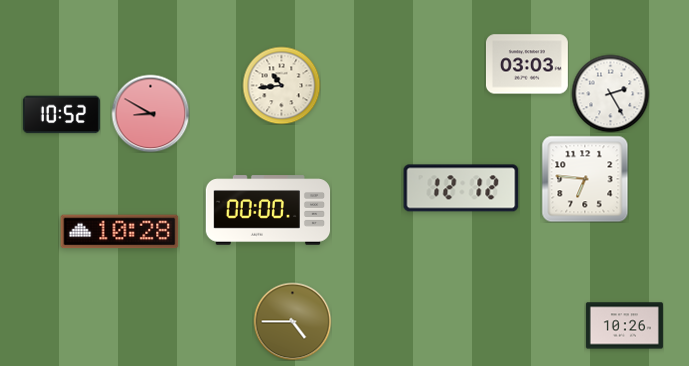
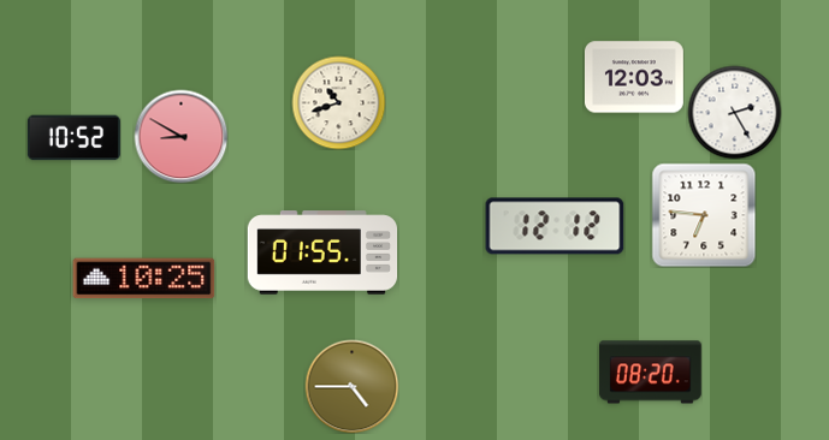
clock at (527, 64): 03:03 -> 12:03
clock at (281, 85): 10:44 -> 10:42
clock at (268, 210): 00:00 -> 01:55
clock at (120, 232): 10:28 -> 10:25
clock at (651, 373): none -> 08:20
clock at (624, 326): 10:26 -> none
